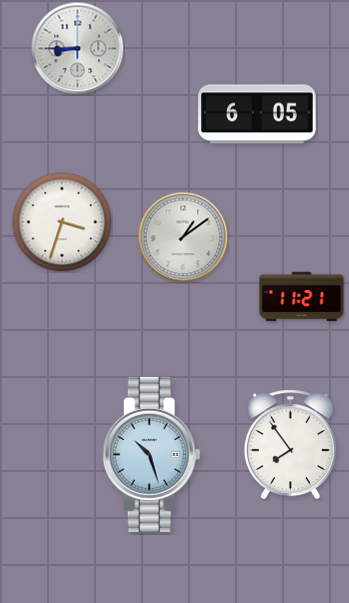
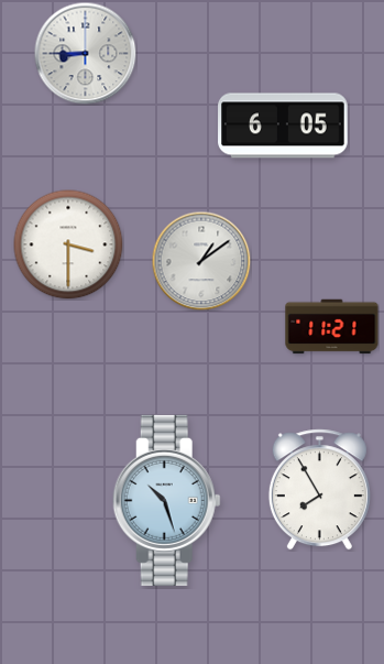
clock at (62, 222): 3:33 -> 3:30
clock at (290, 445): 7:54 -> 7:55
